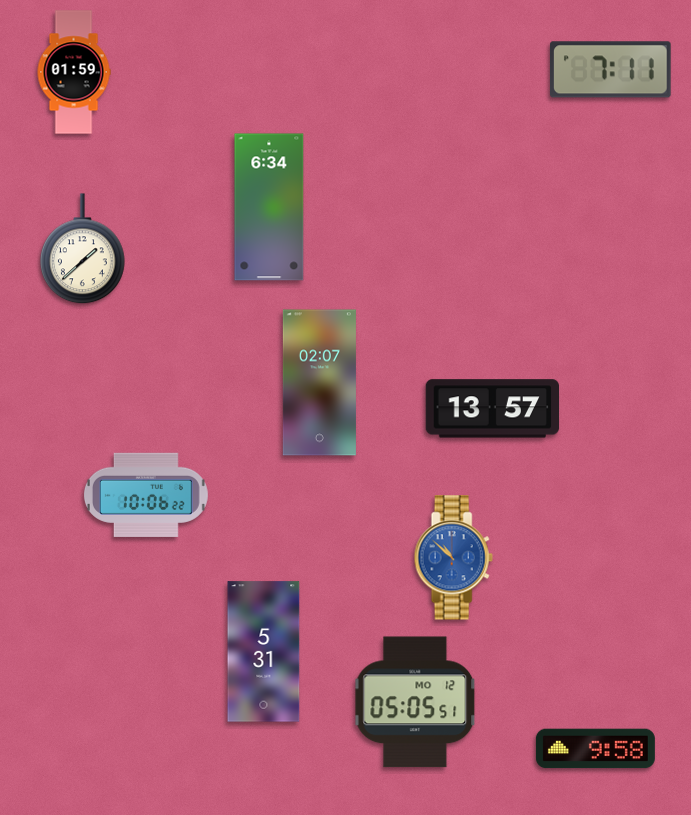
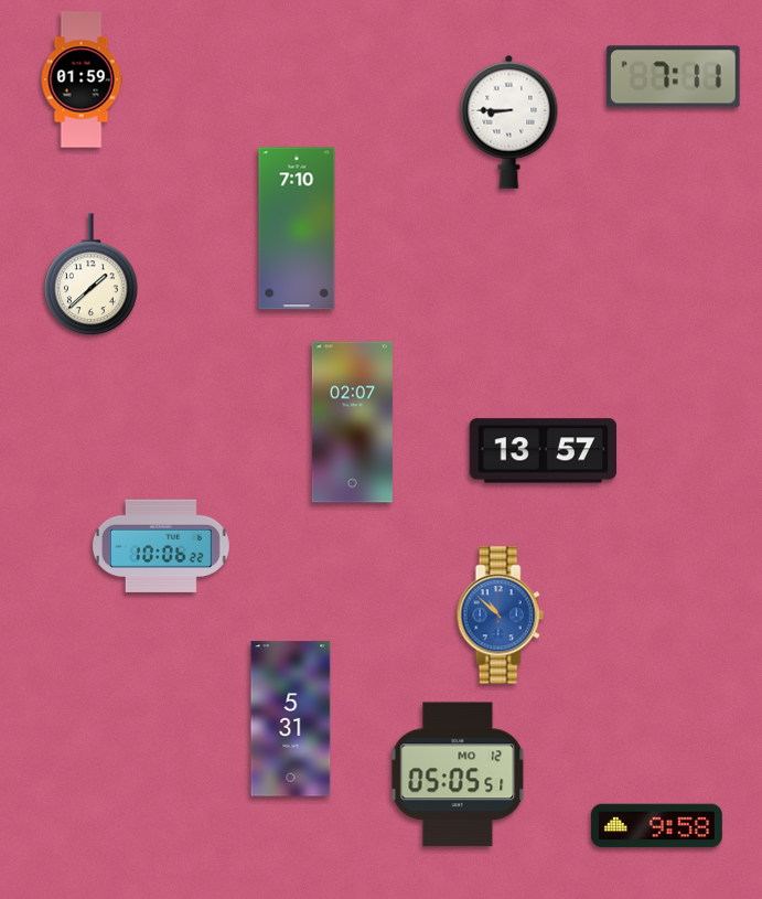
clock at (509, 121): none -> 8:45
clock at (269, 207): 6:34 -> 7:10
